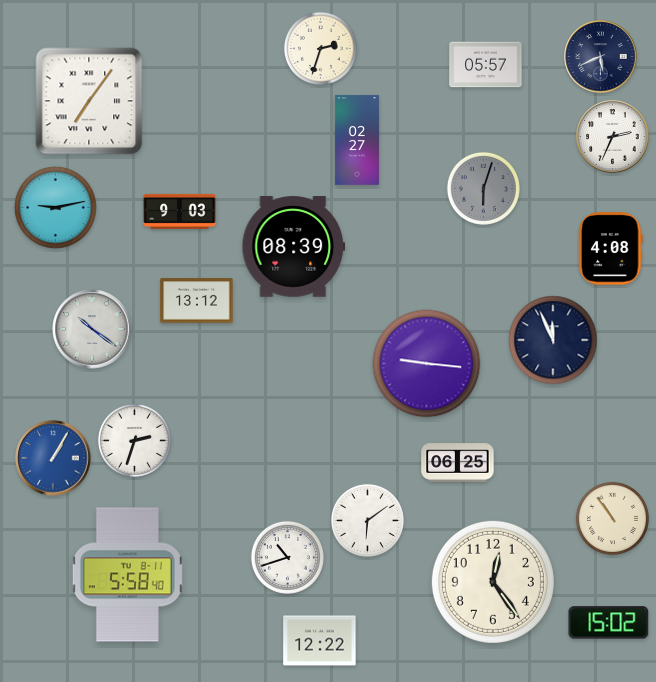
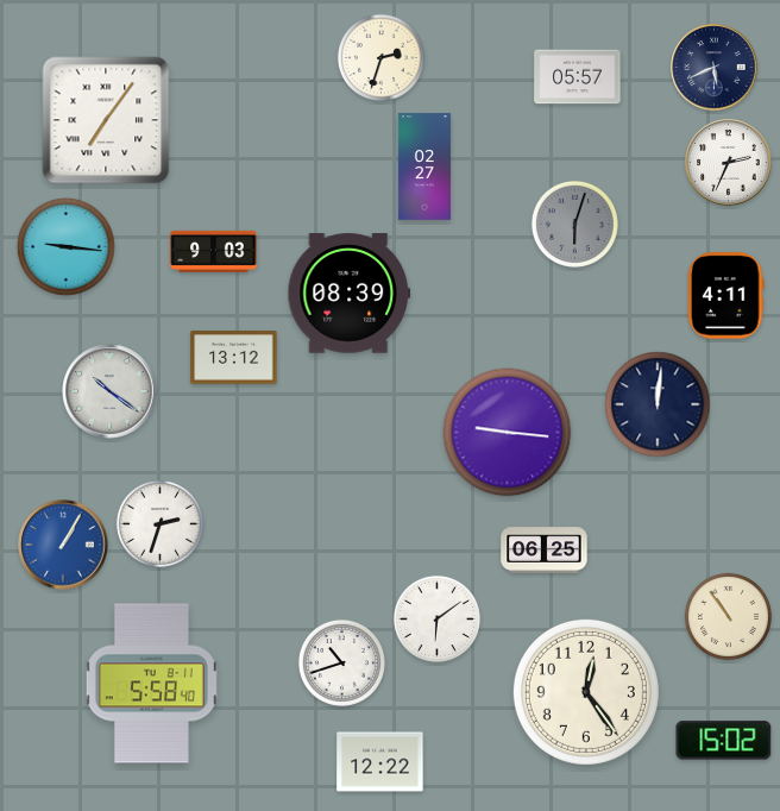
clock at (56, 208): 9:13 -> 9:16
clock at (611, 249): 4:08 -> 4:11
clock at (553, 340): 11:56 -> 12:01
